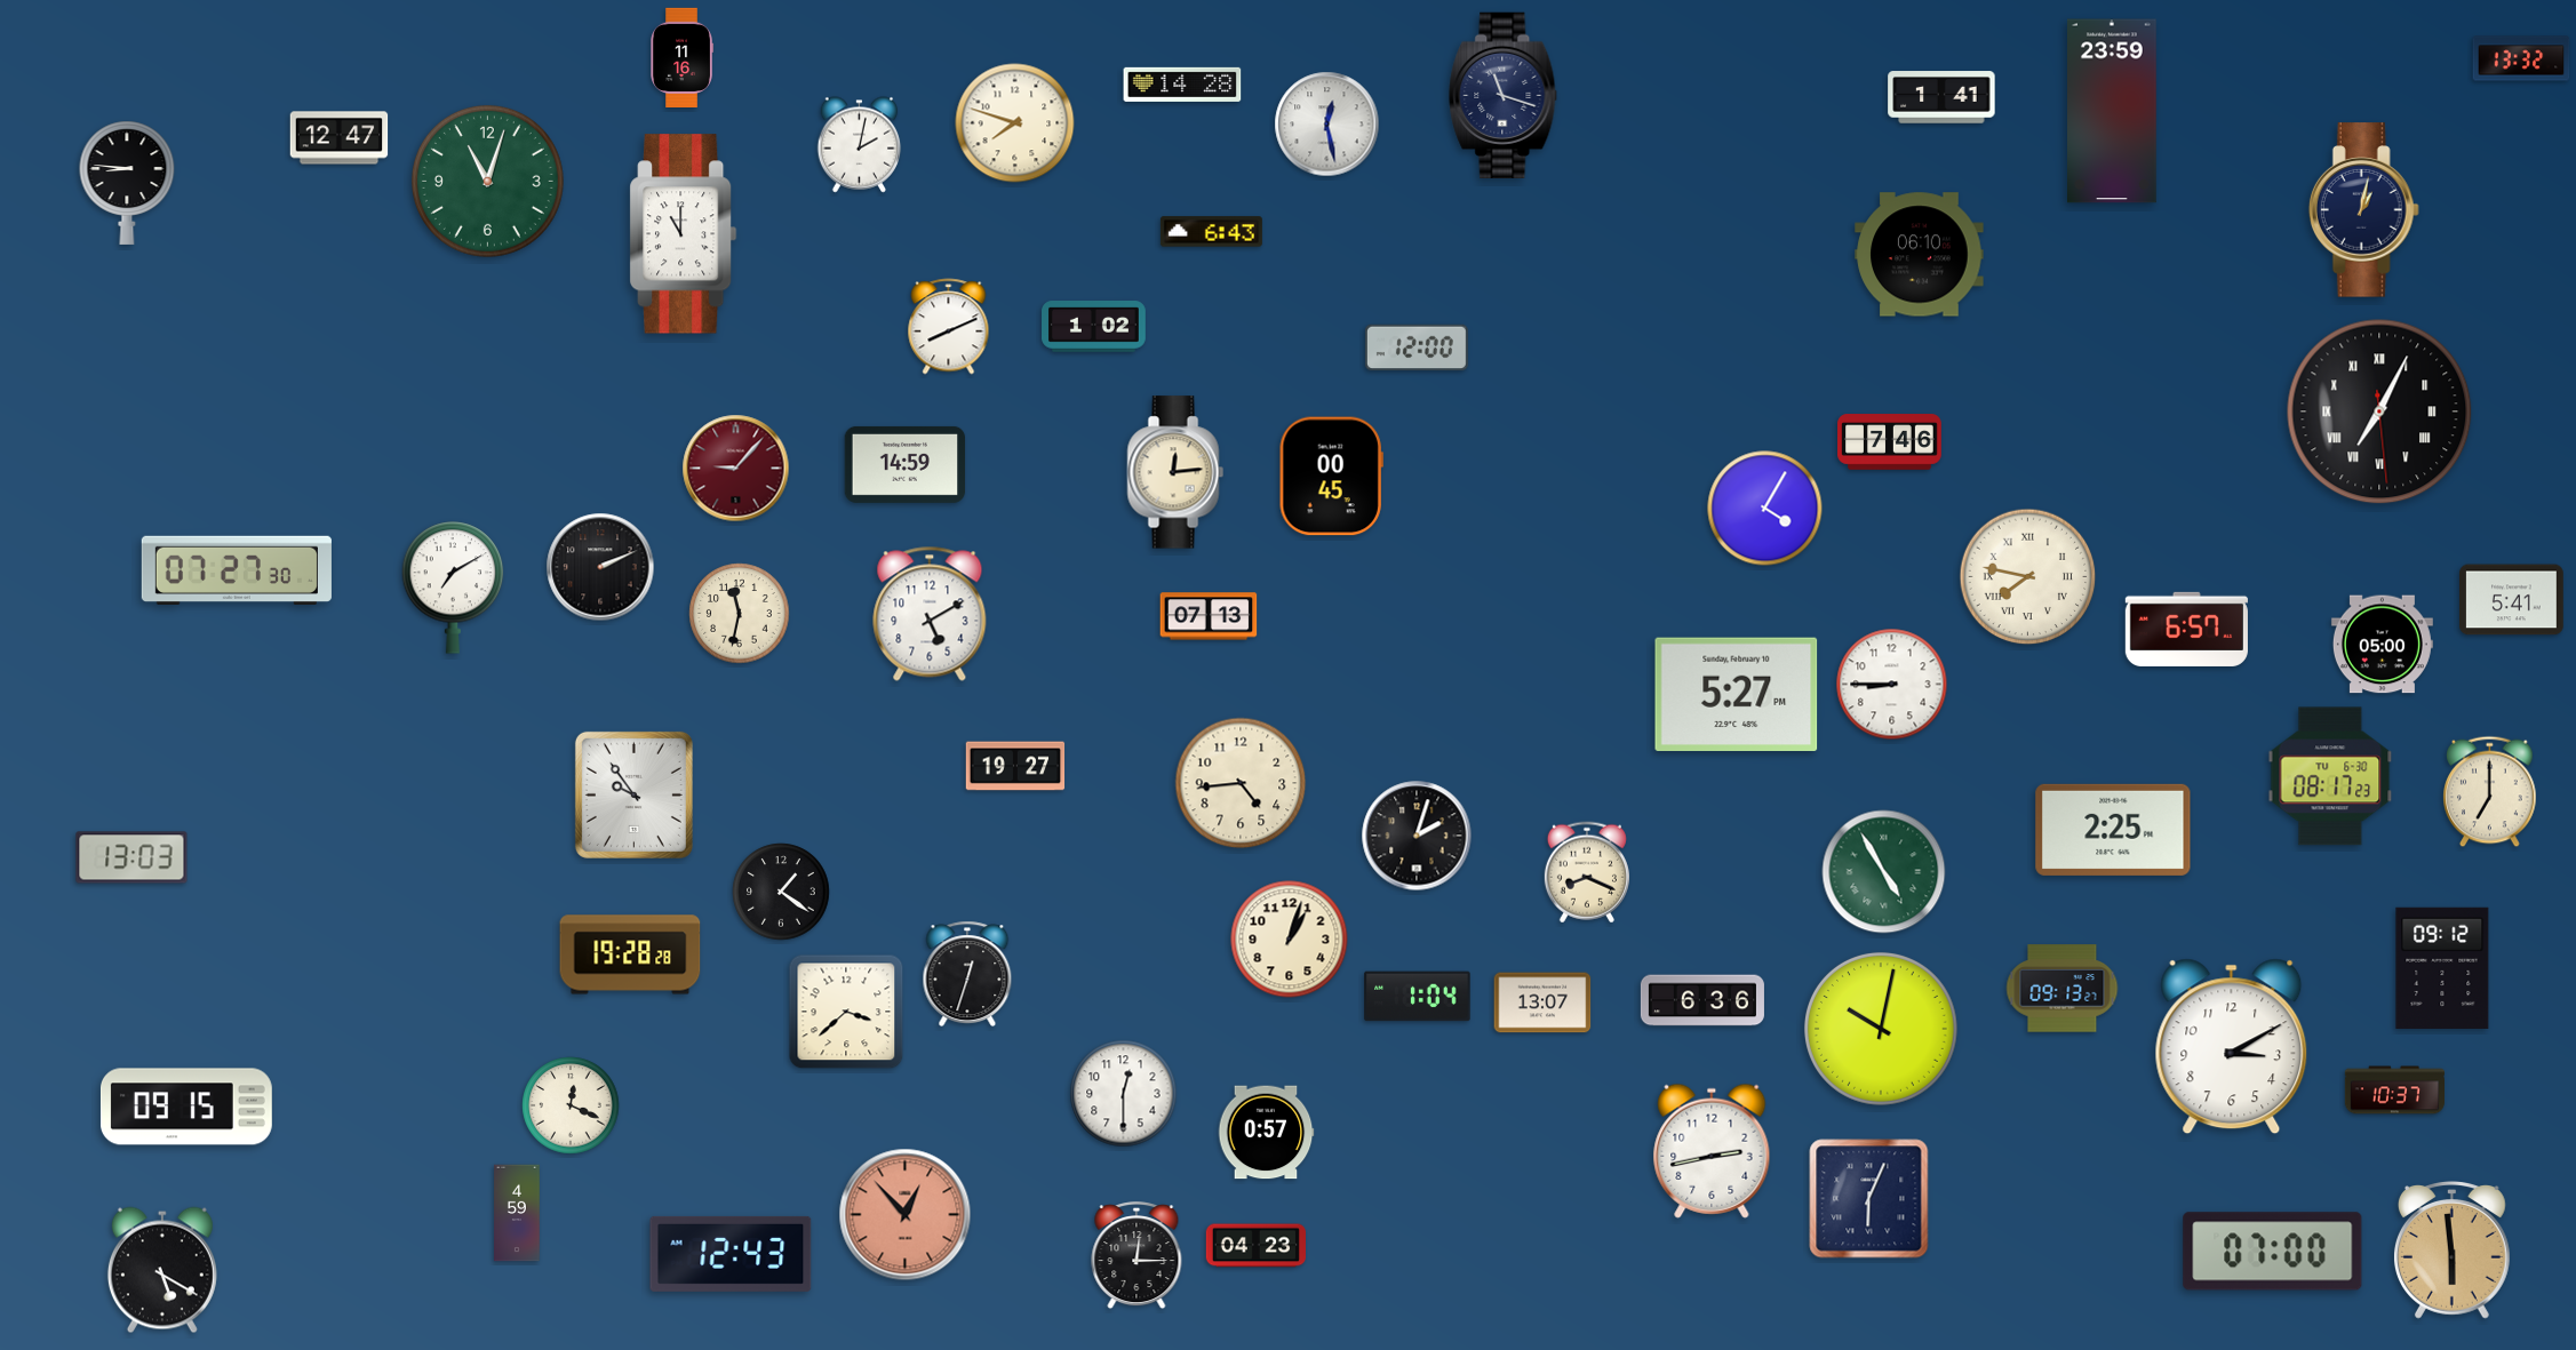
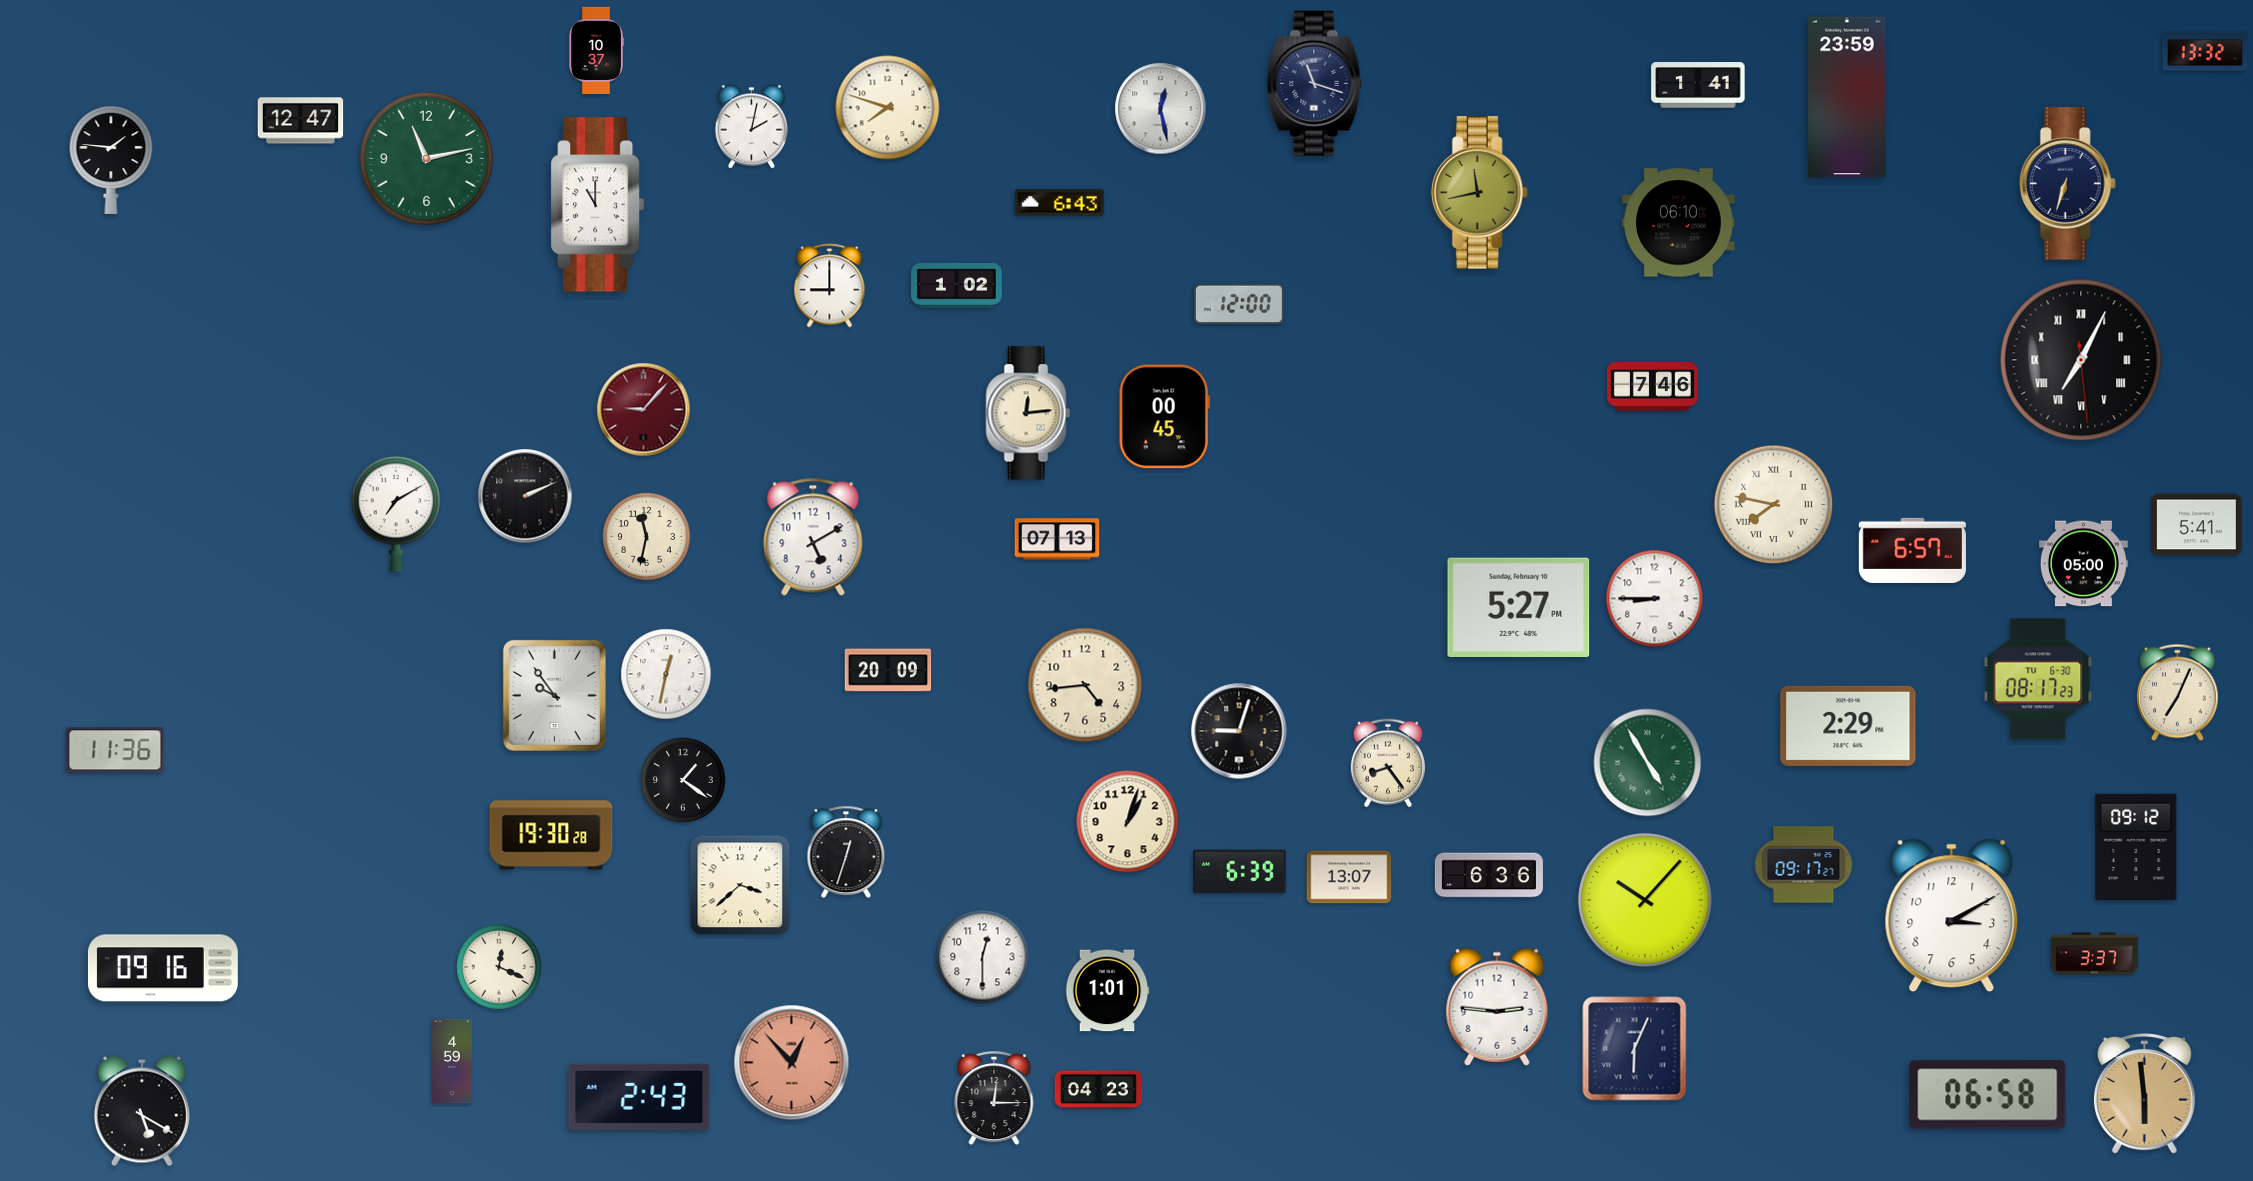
clock at (681, 57): 11:16 -> 10:37
clock at (1182, 85): 14:28 -> none
clock at (340, 138) position: (340, 138) -> (301, 121)
clock at (487, 181): 11:03 -> 11:13
clock at (127, 183): 8:46 -> 1:46
clock at (2363, 210): 1:02 -> 6:33
clock at (1479, 193): none -> 11:43
clock at (949, 327): 8:11 -> 9:00
clock at (906, 464): 14:59 -> none
clock at (1765, 509): 4:05 -> none
clock at (237, 570): 07:27 -> none
clock at (1015, 766): 19:27 -> 20:09
clock at (666, 674): none -> 12:32
clock at (2490, 792): 7:00 -> 7:04
clock at (2113, 830): 2:25 -> 2:29
clock at (1417, 836): 2:03 -> 9:03
clock at (131, 857): 13:03 -> 11:36
clock at (1587, 872): 8:19 -> 8:24
clock at (630, 954): 19:28 -> 19:30
clock at (2063, 989): 09:13 -> 09:17
clock at (1418, 997): 1:04 -> 6:39
clock at (1881, 1029): 10:02 -> 10:07
clock at (2394, 1091): 10:37 -> 3:37
clock at (186, 1107): 09:15 -> 09:16
clock at (1266, 1133): 0:57 -> 1:01
clock at (1712, 1151): 2:43 -> 2:46
clock at (2273, 1252): 07:00 -> 06:58
clock at (731, 1254): 12:43 -> 2:43
